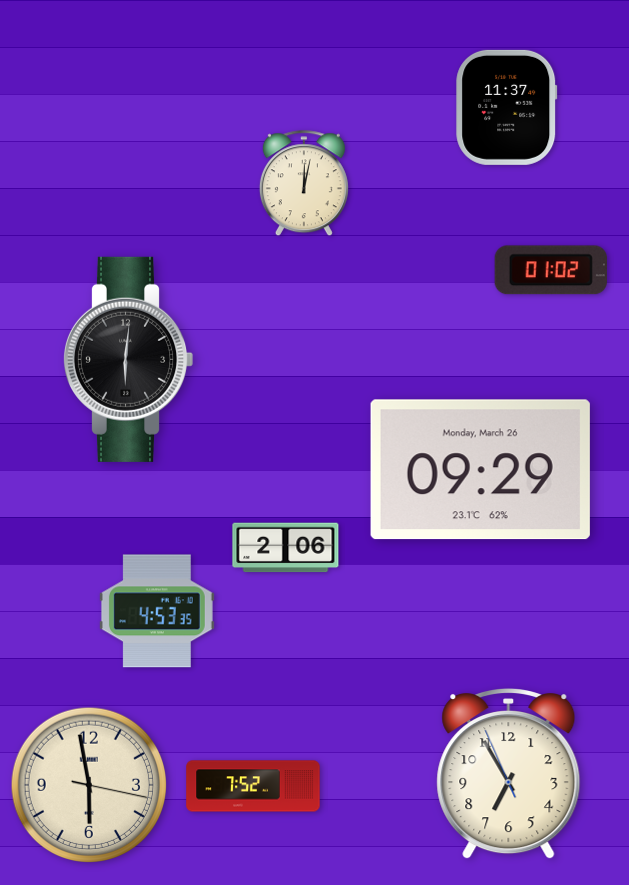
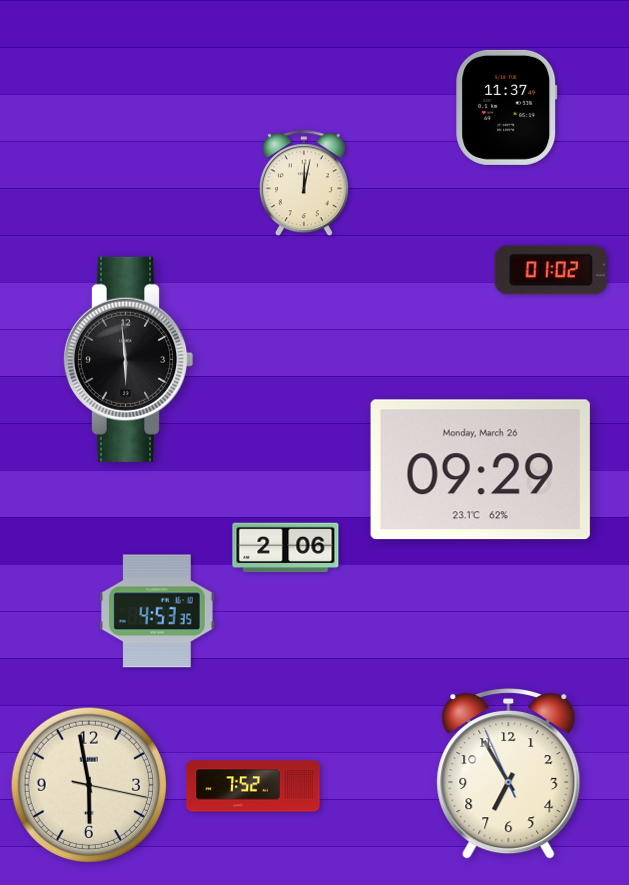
clock at (128, 359): 6:01 -> 5:59
